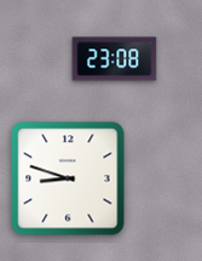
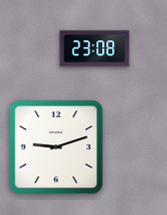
clock at (68, 178): 8:48 -> 9:12
